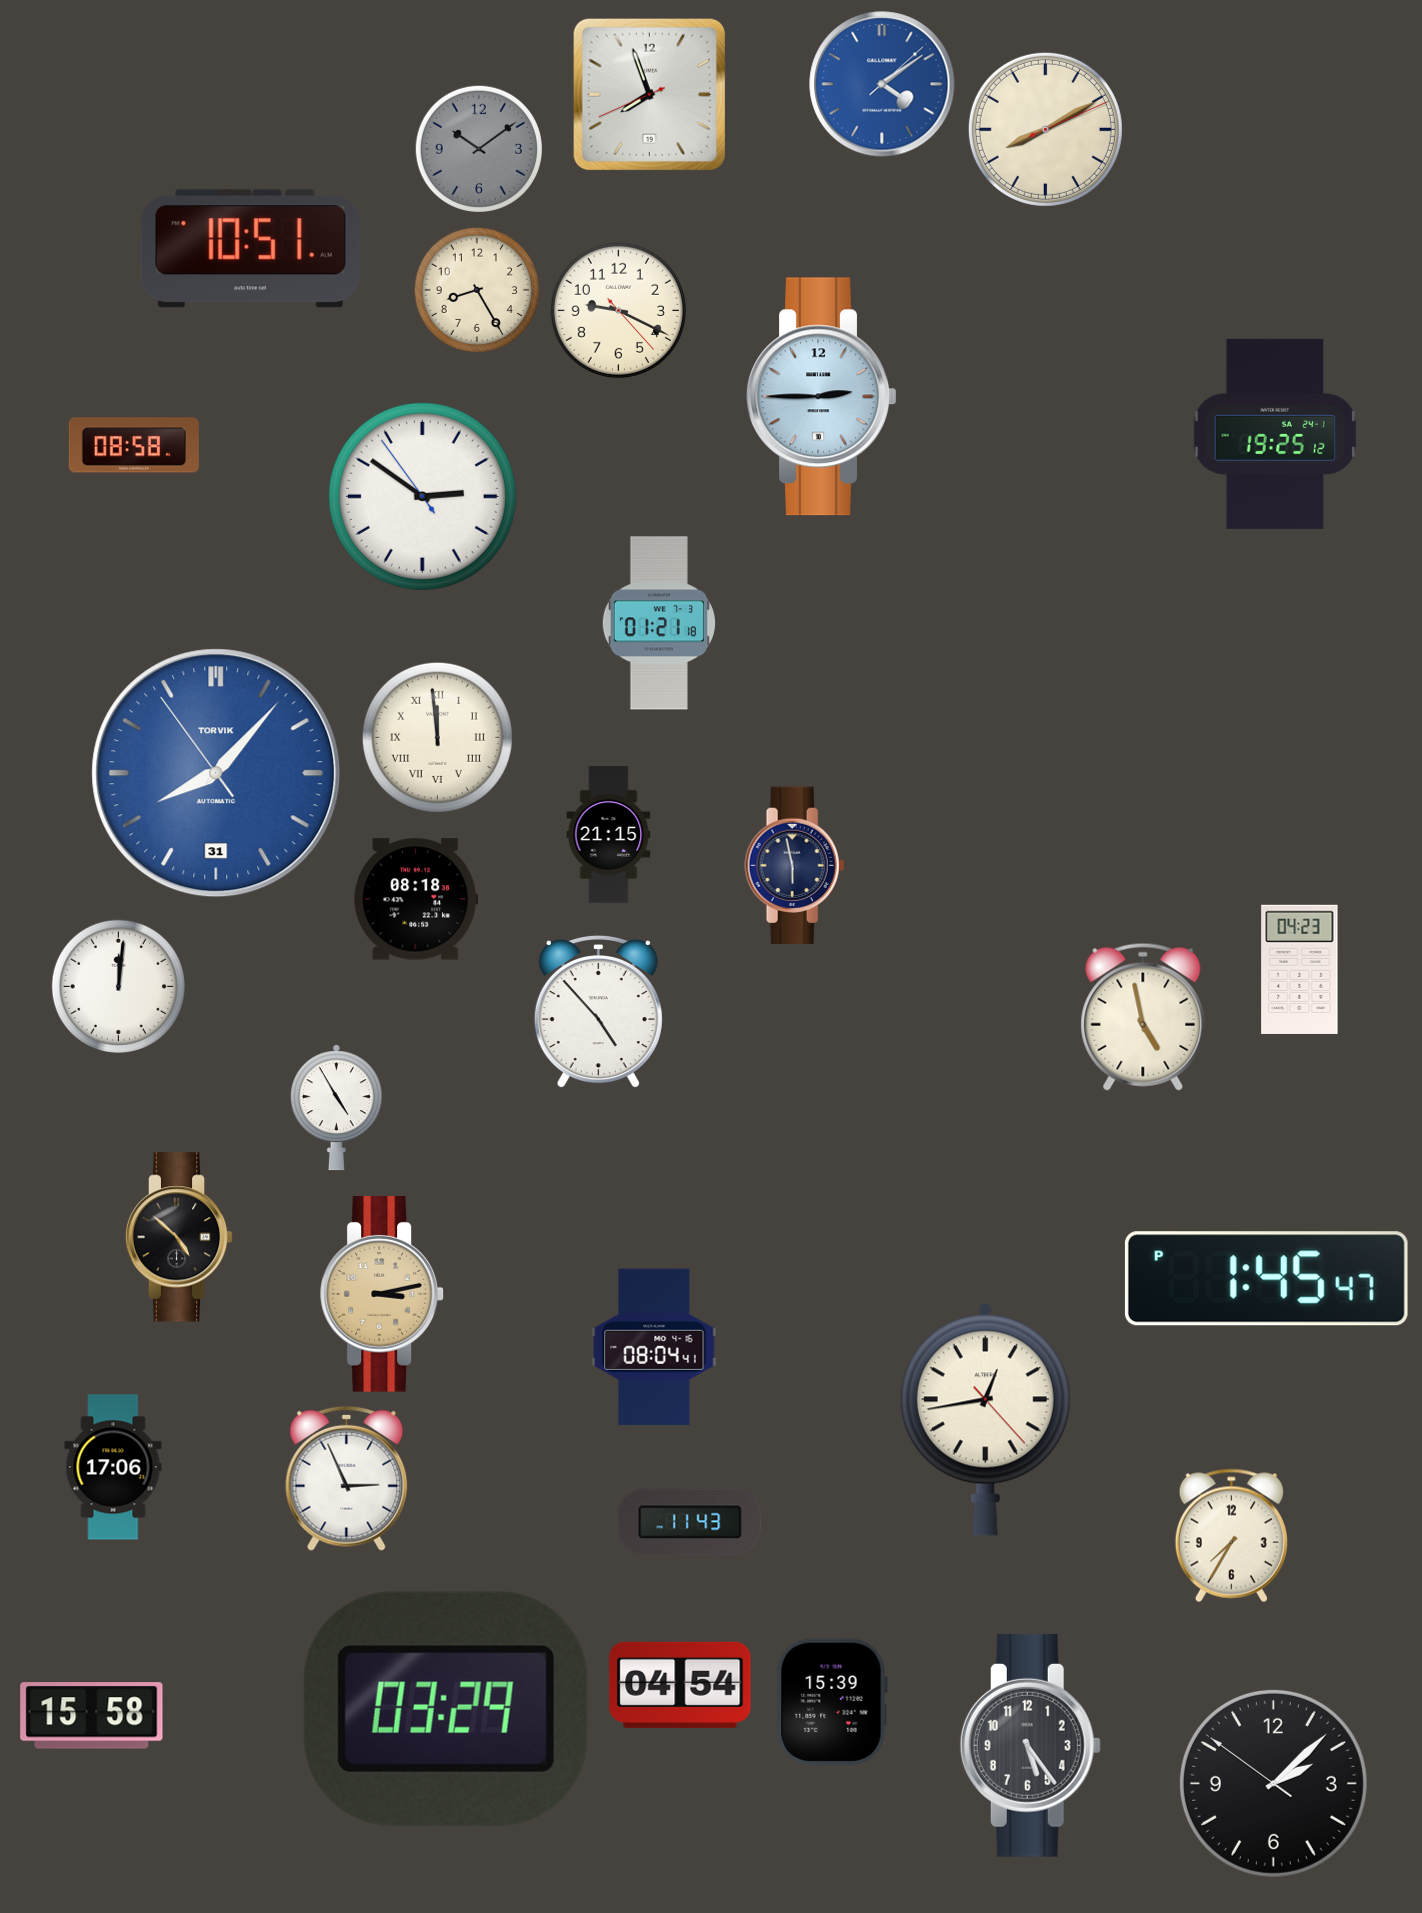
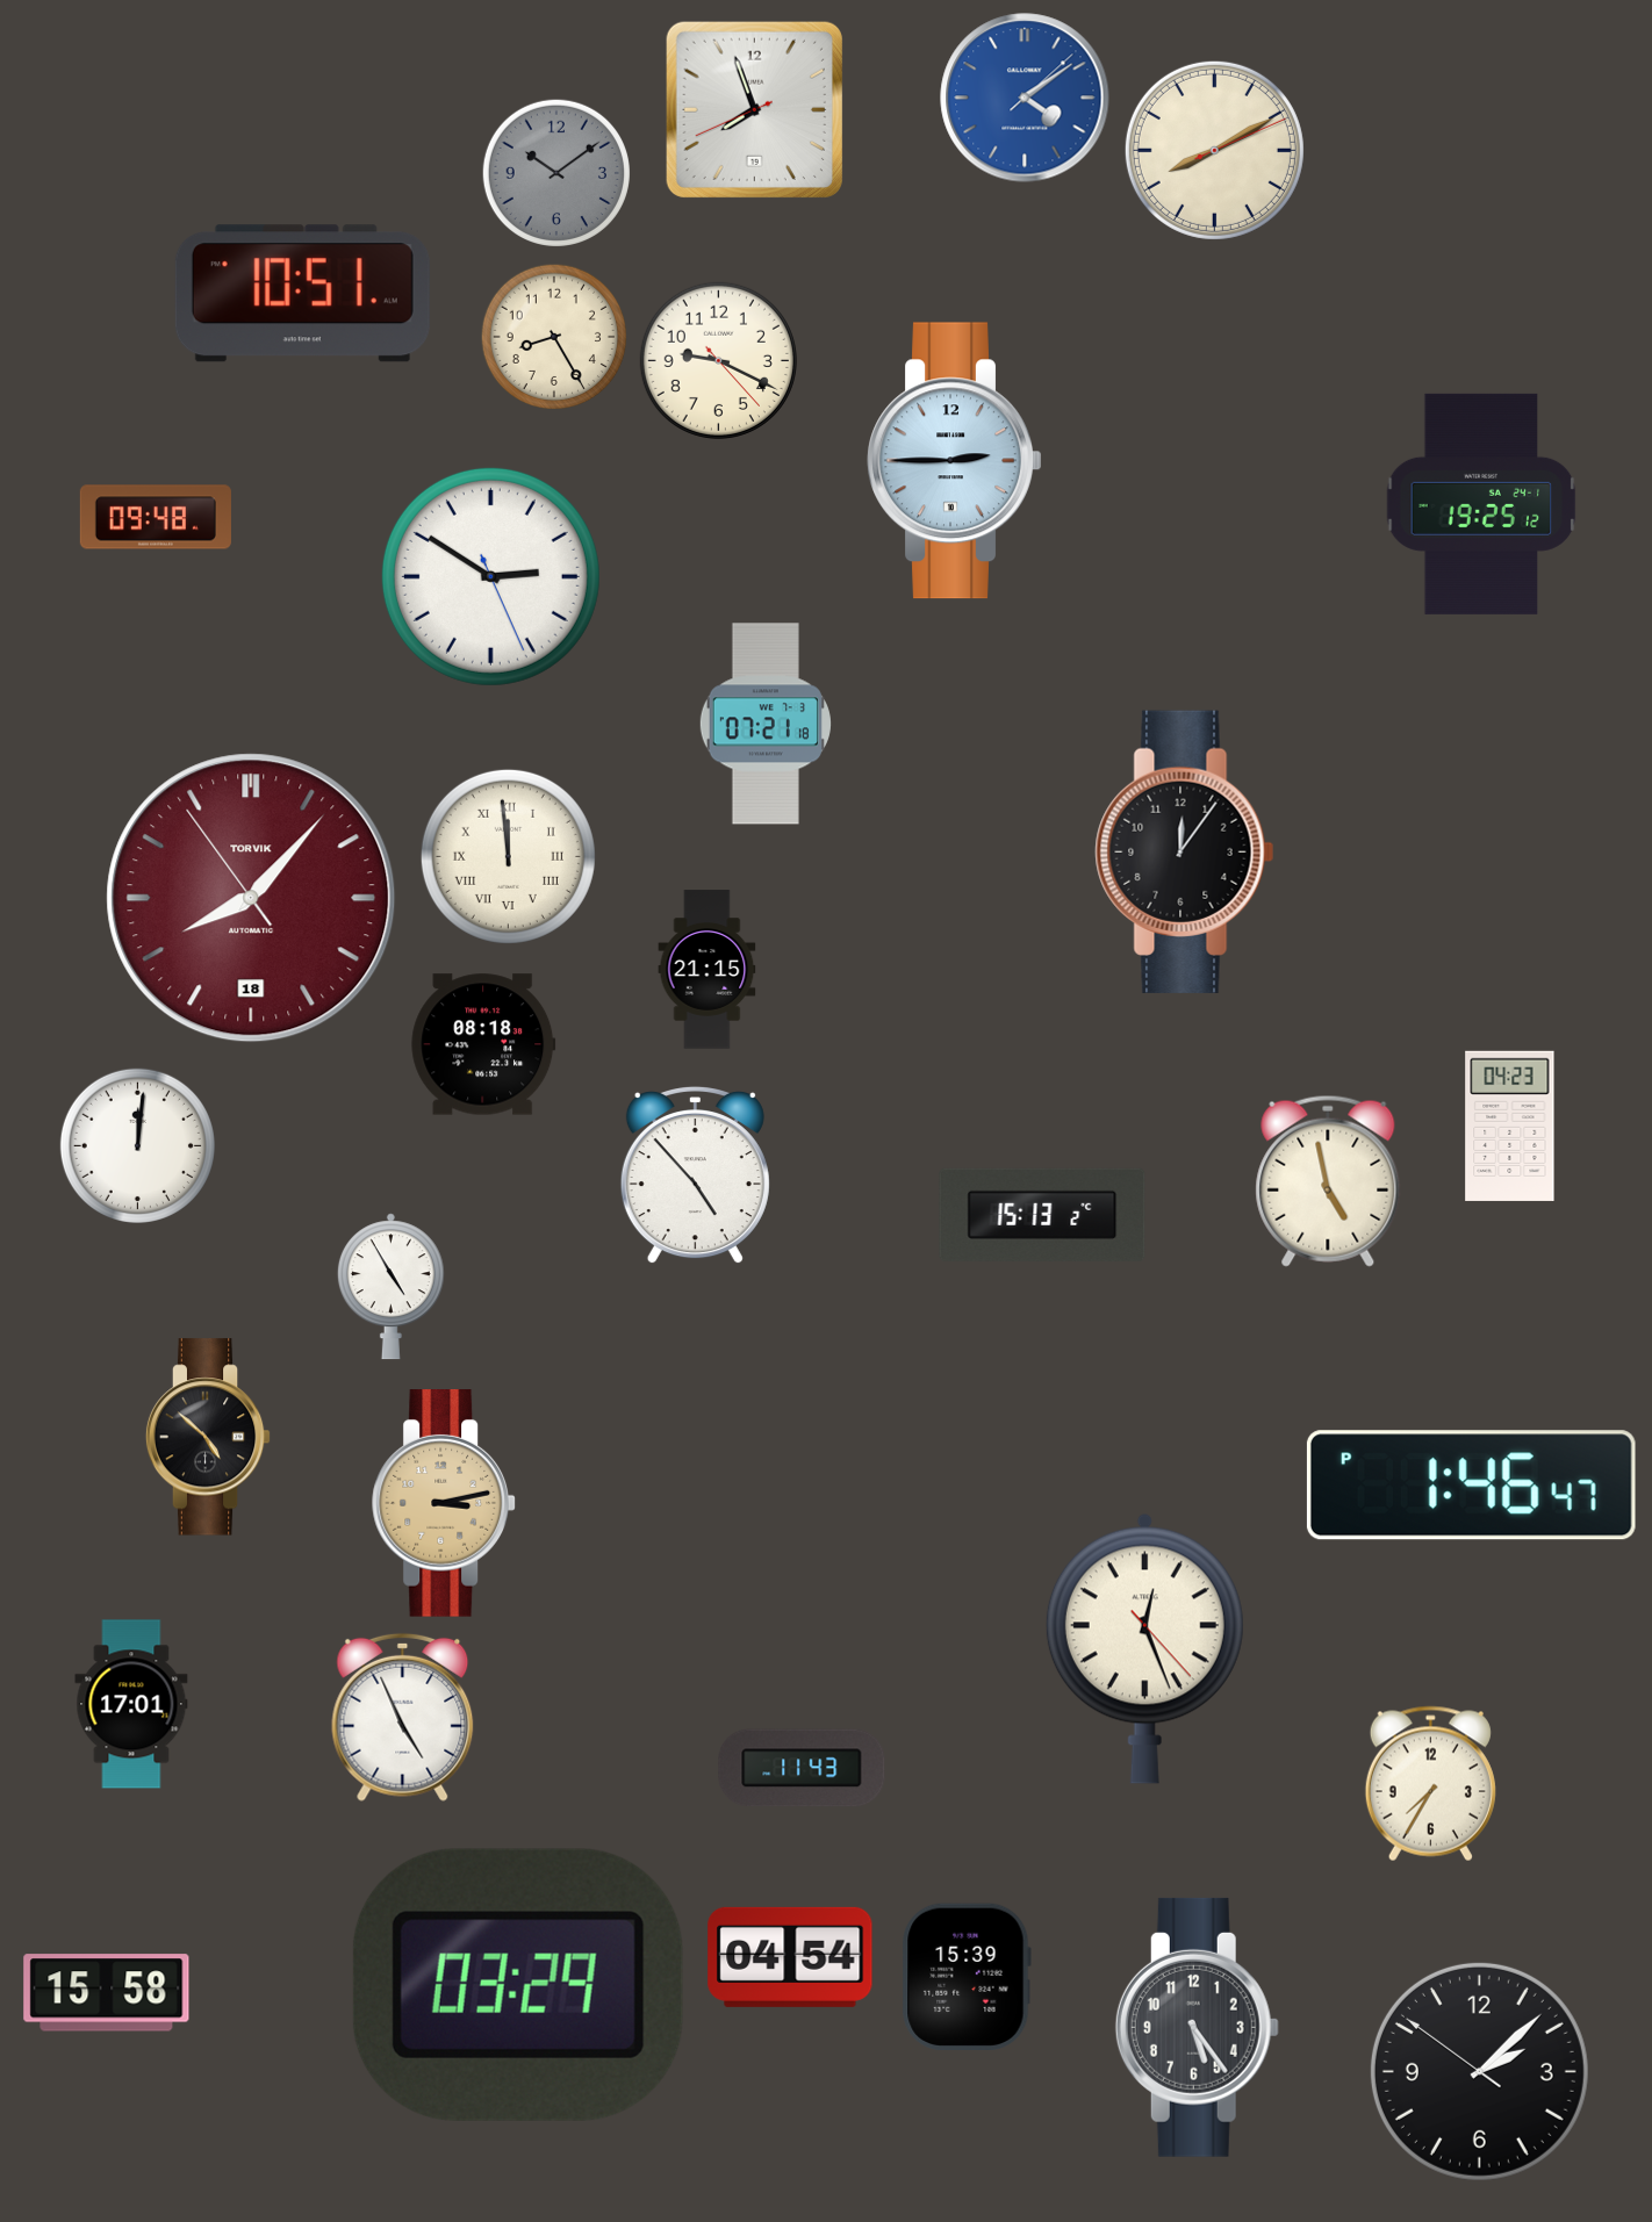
clock at (250, 249) position: (250, 249) -> (302, 294)
clock at (134, 445): 08:58 -> 09:48
clock at (422, 496): 2:50:54 -> 2:50:26
clock at (659, 623): 01:21 -> 07:21
clock at (1185, 851): none -> 12:06
clock at (216, 773) date: 31 -> 18
clock at (216, 773) dial: blue -> burgundy
clock at (795, 865): 5:58 -> none
clock at (1042, 1215): none -> 15:13
clock at (1266, 1279): 1:45 -> 1:46
clock at (654, 1346): 08:04 -> none
clock at (985, 1419): 12:43 -> 12:26
clock at (113, 1467): 17:06 -> 17:01
clock at (347, 1478): 2:56 -> 4:56
